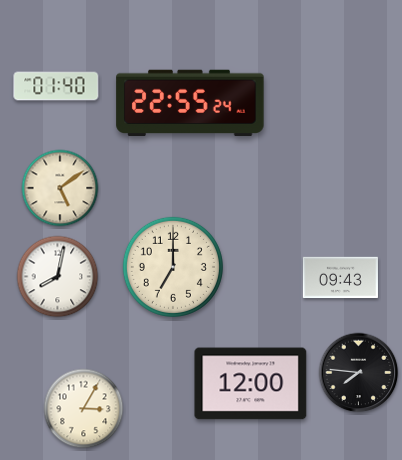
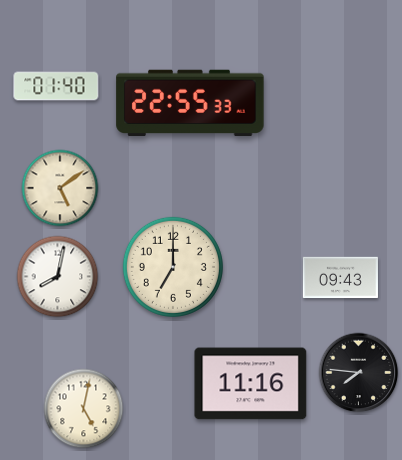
clock at (190, 103): 22:55:24 -> 22:55:33
clock at (251, 384): 12:00 -> 11:16
clock at (84, 409): 3:05 -> 5:02
